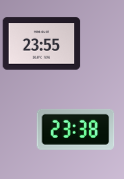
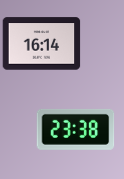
clock at (41, 44): 23:55 -> 16:14
